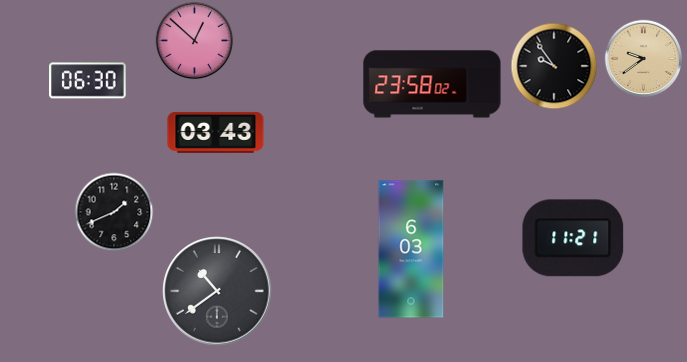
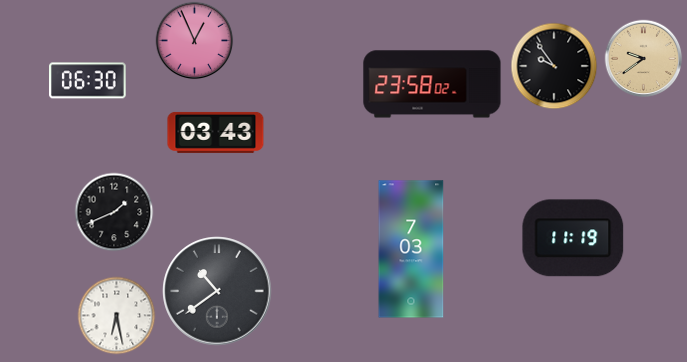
clock at (194, 40): 12:52 -> 12:56
clock at (573, 238): 11:21 -> 11:19
clock at (411, 249): 6:03 -> 7:03
clock at (116, 315): none -> 6:28
